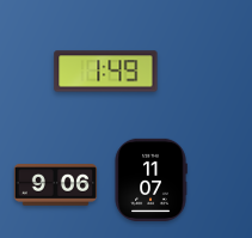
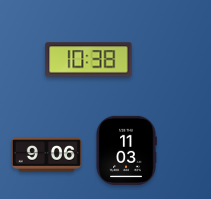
clock at (106, 72): 1:49 -> 10:38
clock at (150, 179): 11:07 -> 11:03
